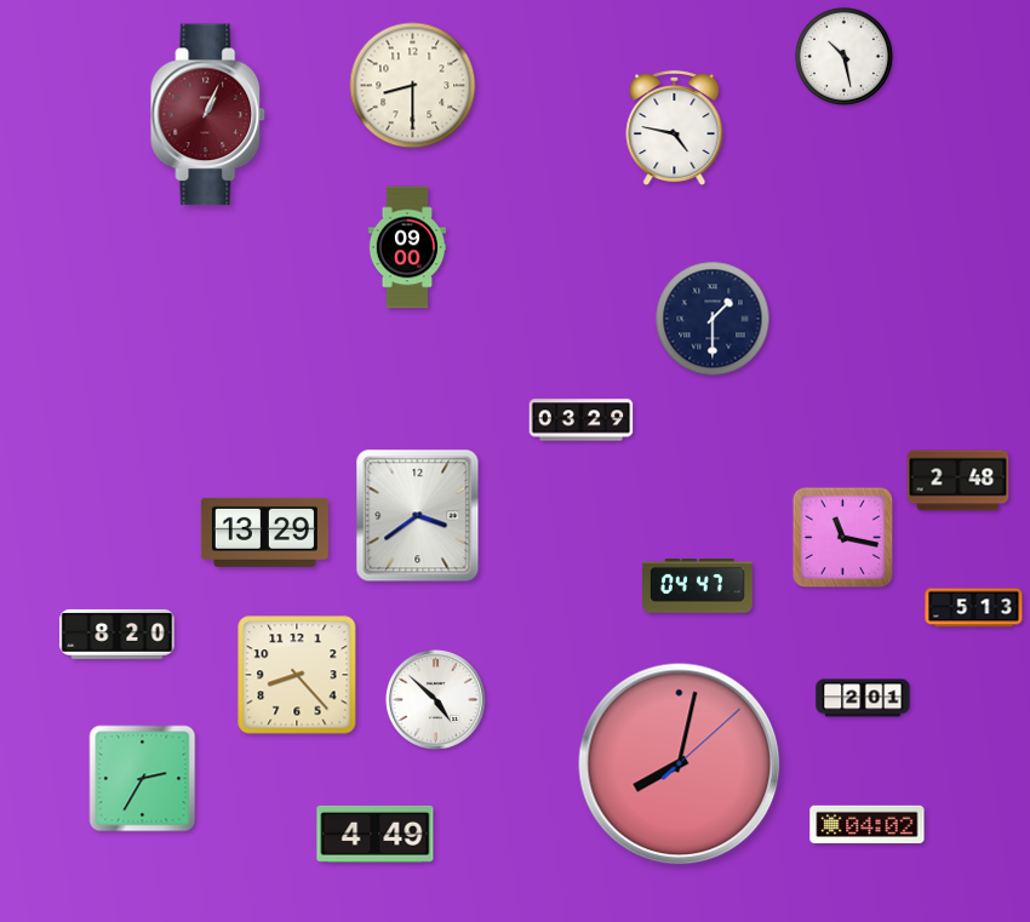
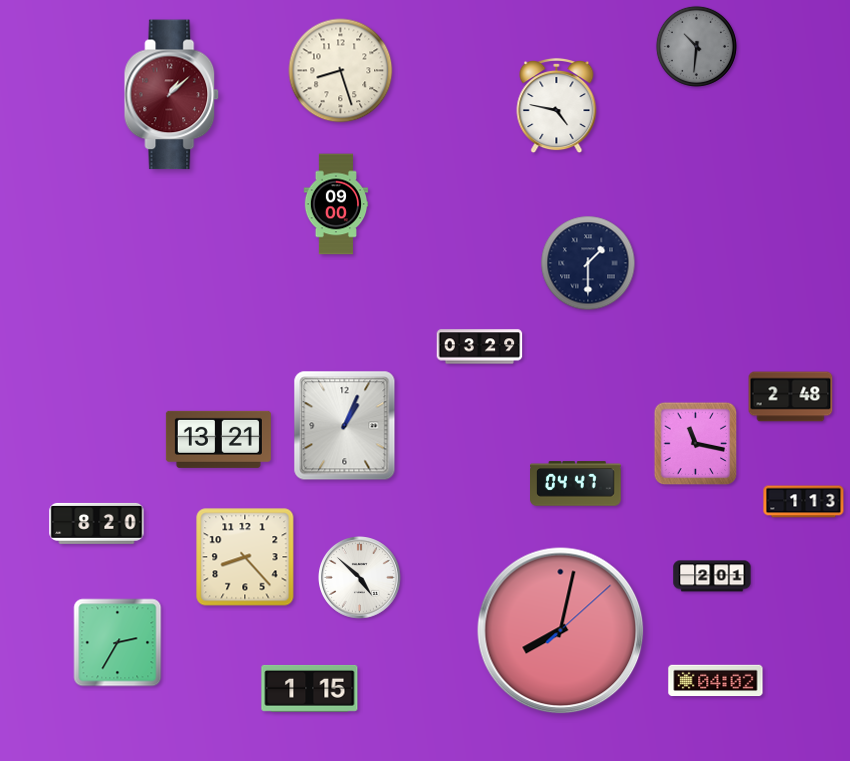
clock at (843, 56): 10:28 -> 10:31
clock at (843, 56) dial: white -> grey
clock at (413, 86): 8:30 -> 8:27
clock at (208, 115): 1:04 -> 1:08
clock at (418, 516): 3:39 -> 1:04
clock at (264, 532): 13:29 -> 13:21
clock at (974, 608): 5:13 -> 1:13
clock at (376, 834): 4:49 -> 1:15
